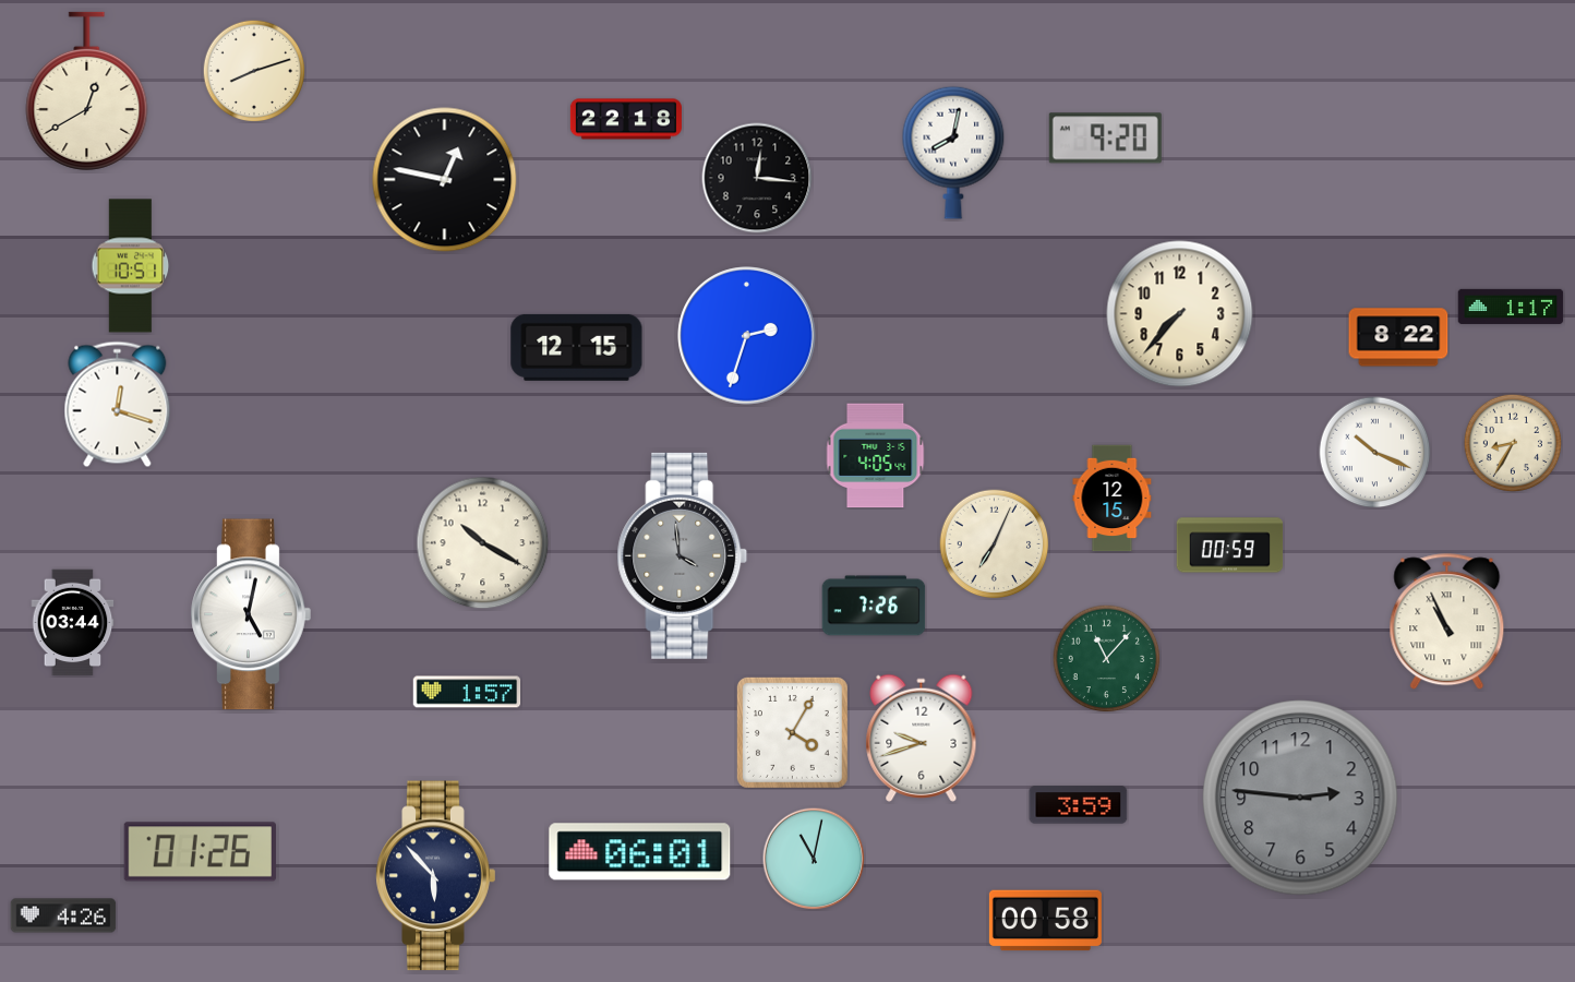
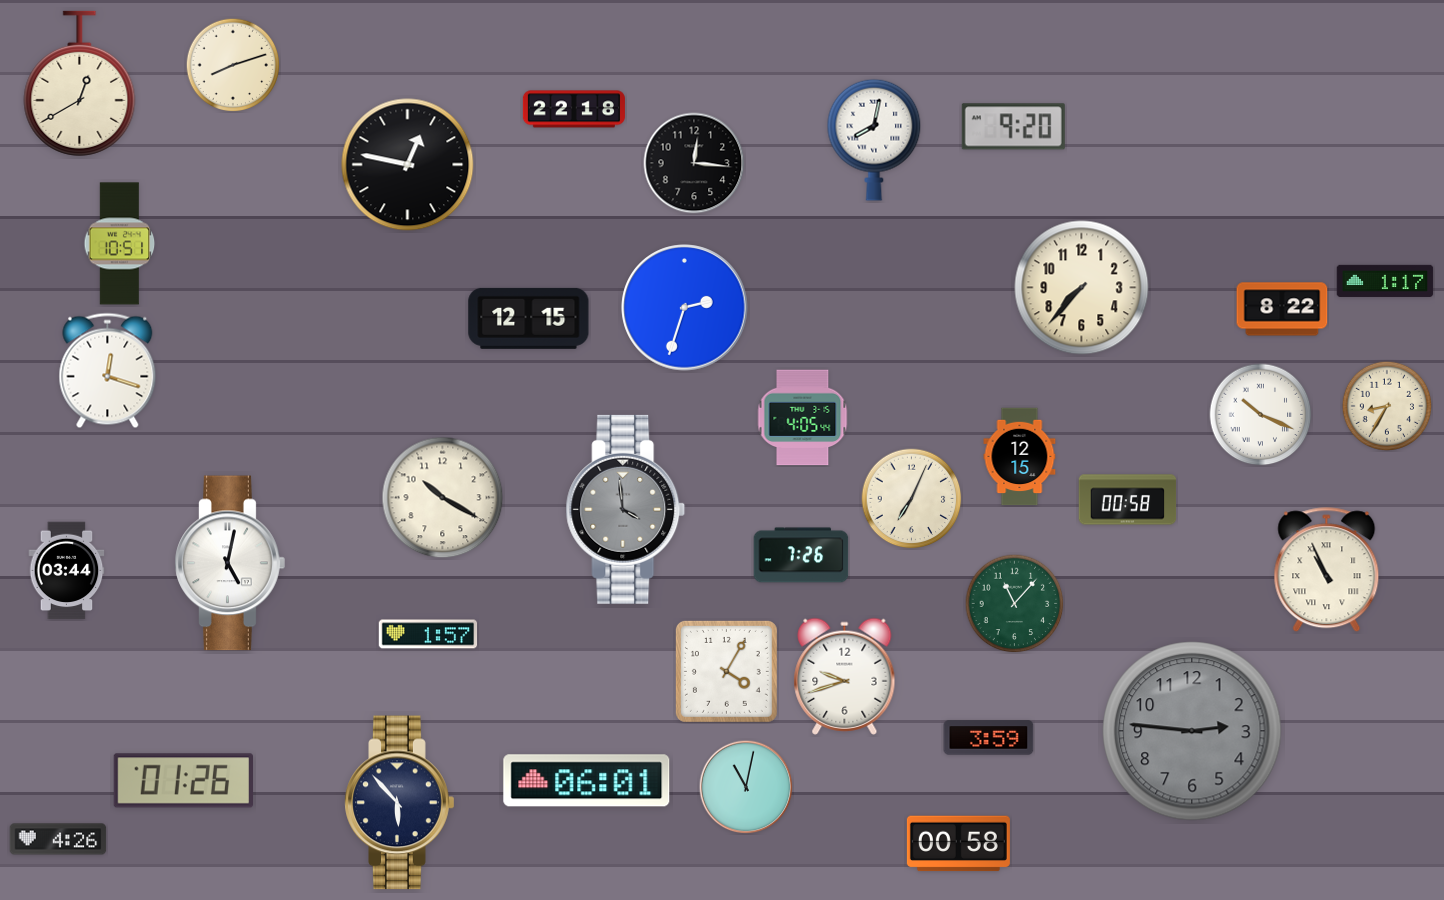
clock at (1230, 546): 00:59 -> 00:58
